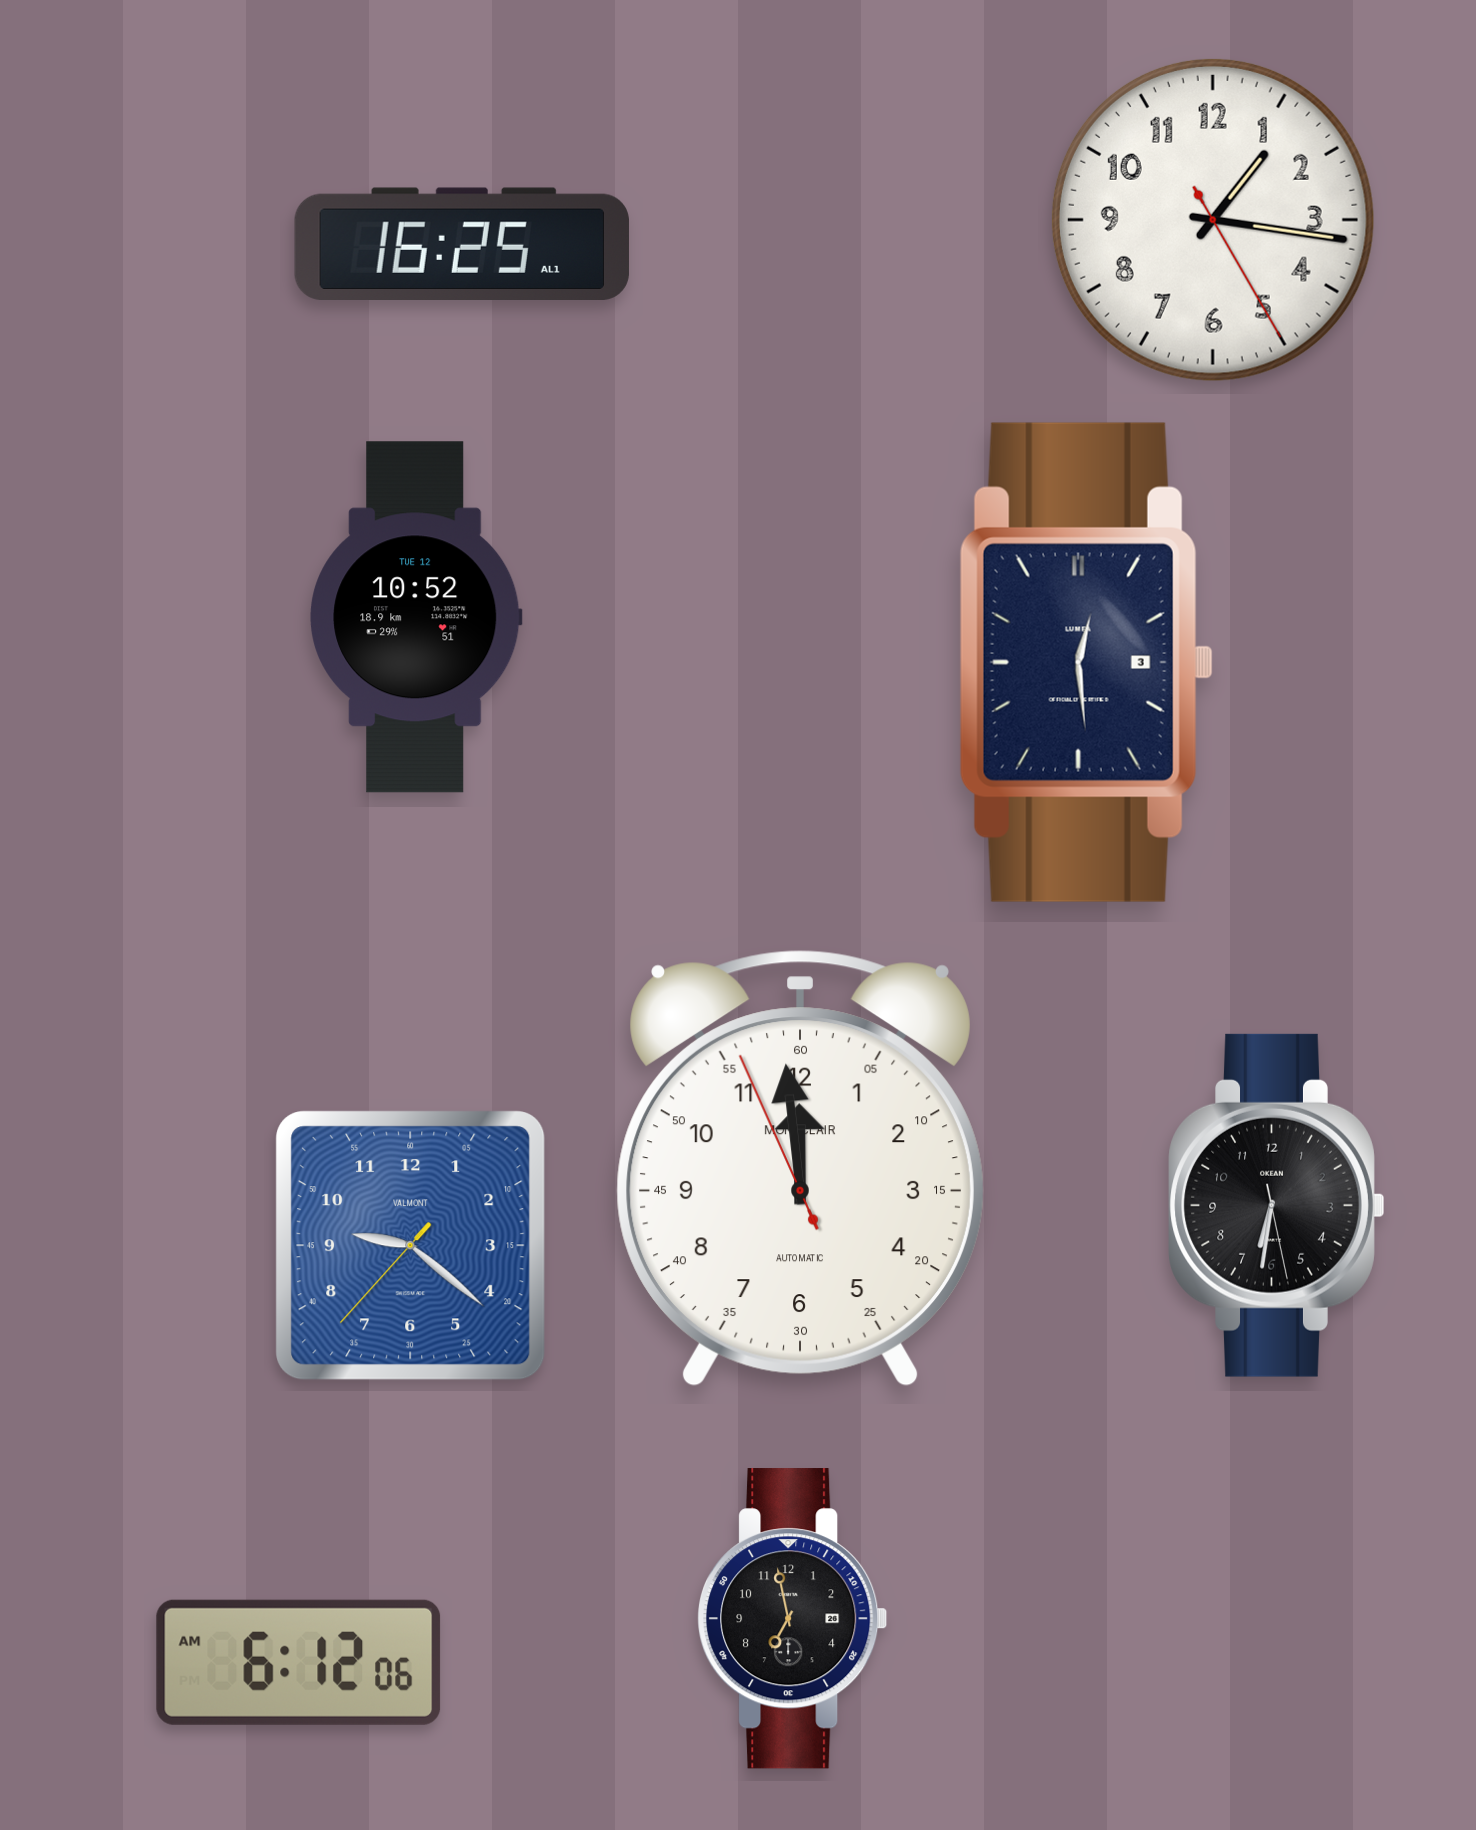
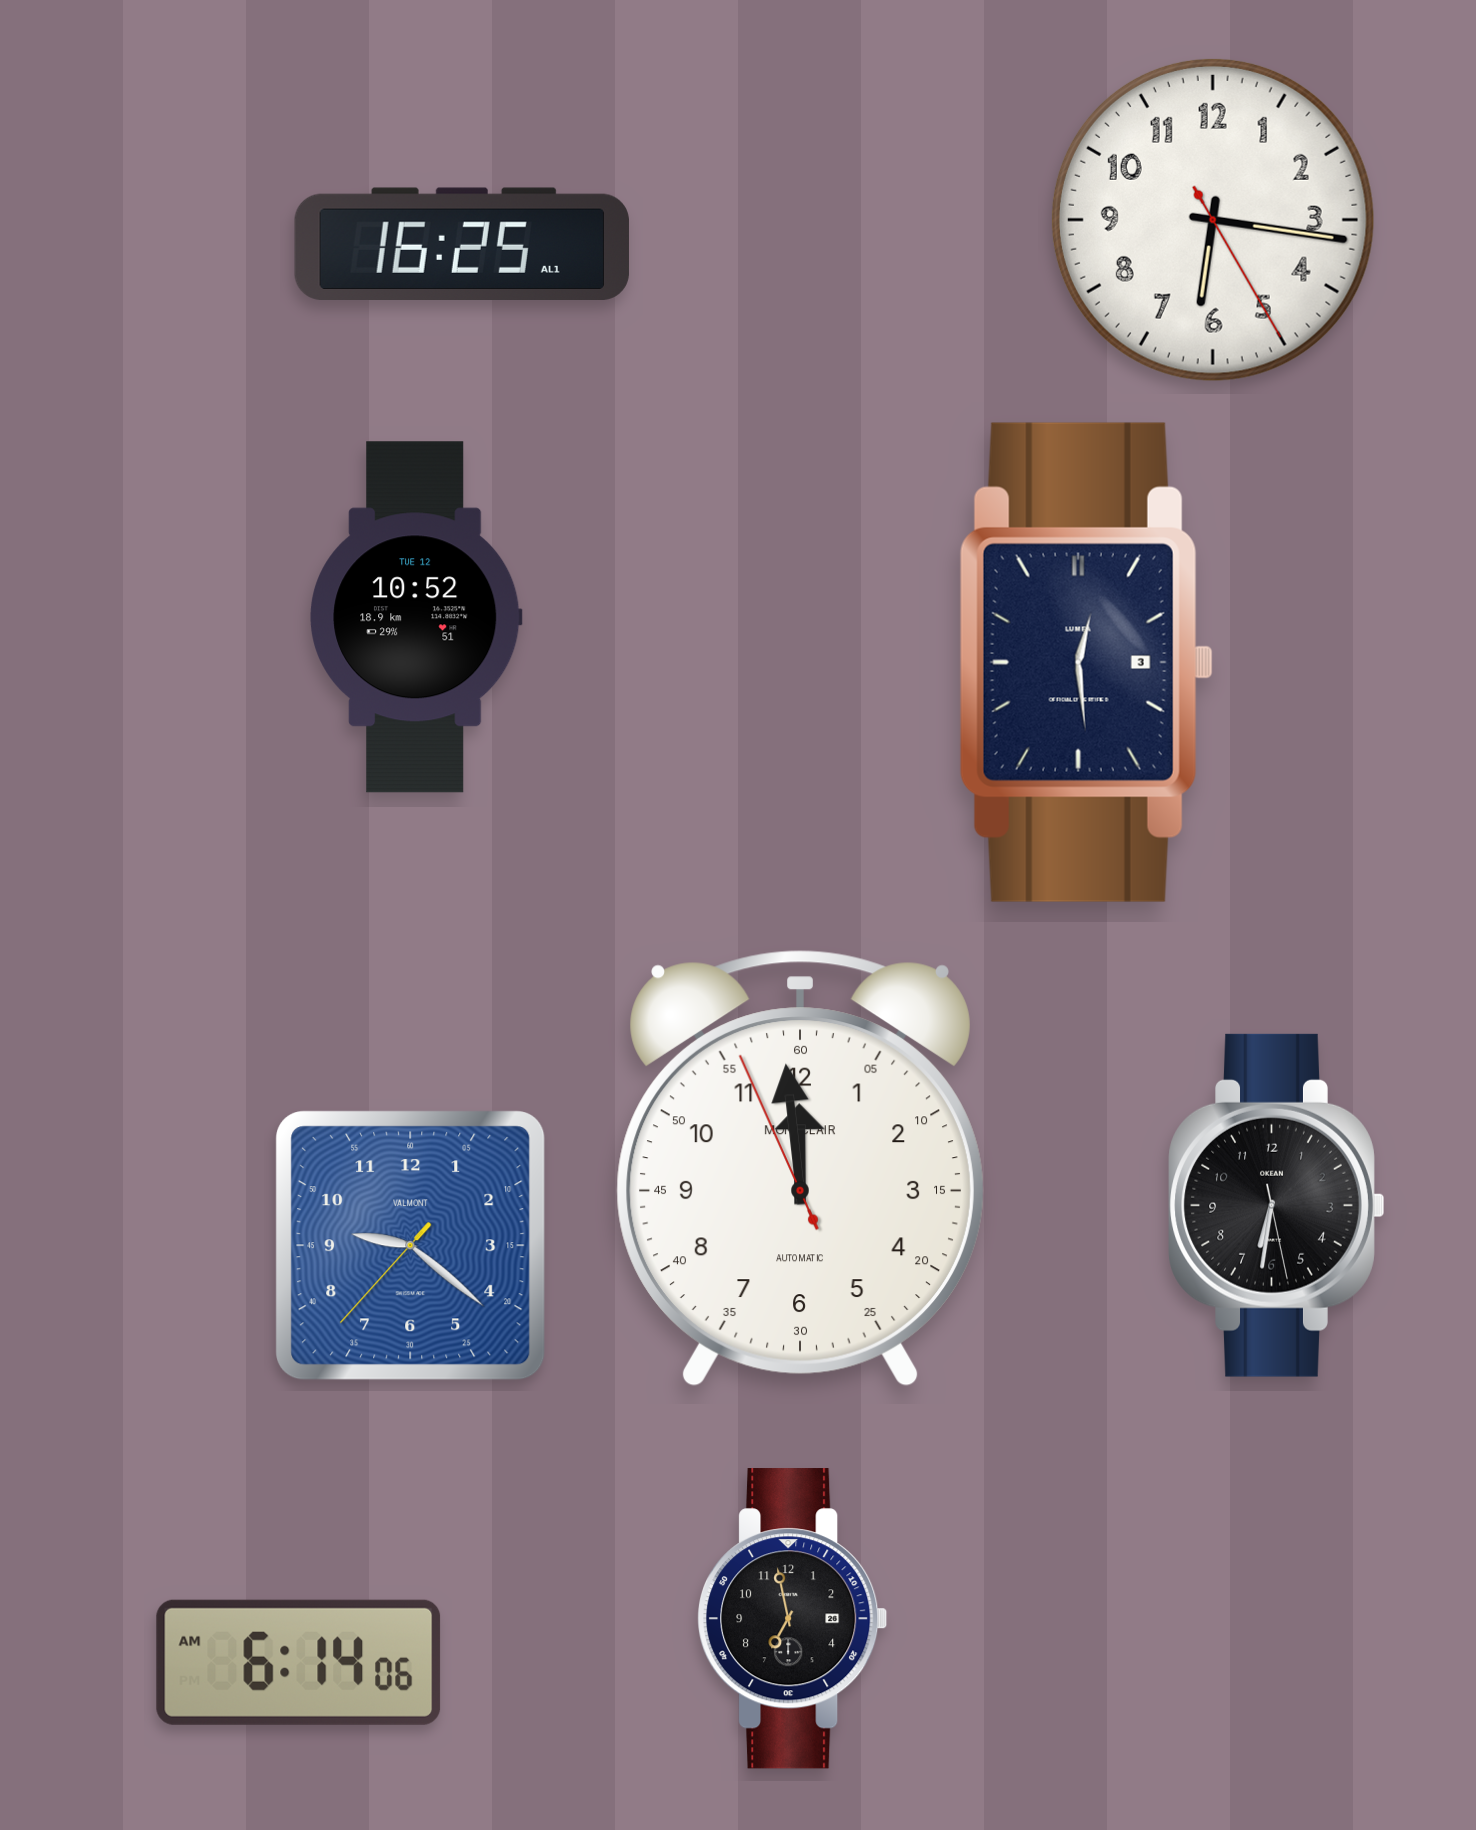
clock at (1213, 220): 1:16 -> 6:16
clock at (299, 1662): 6:12 -> 6:14
